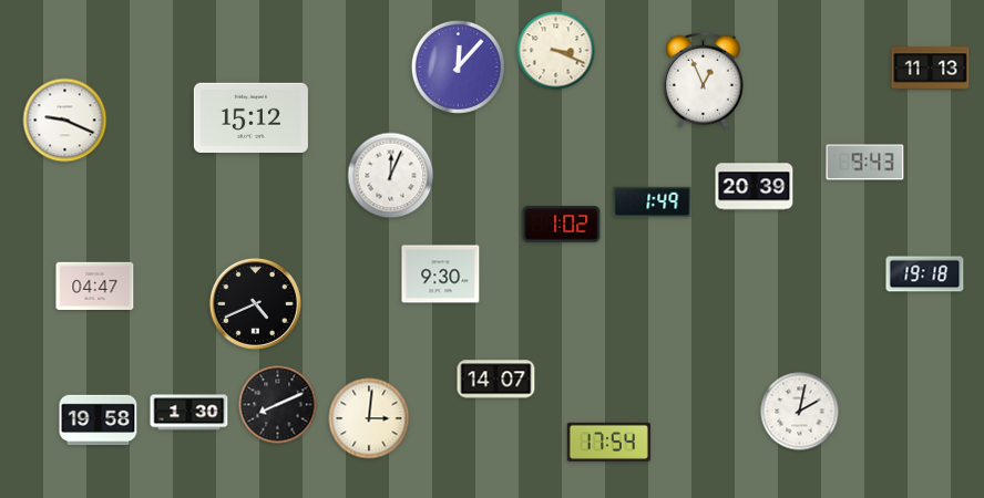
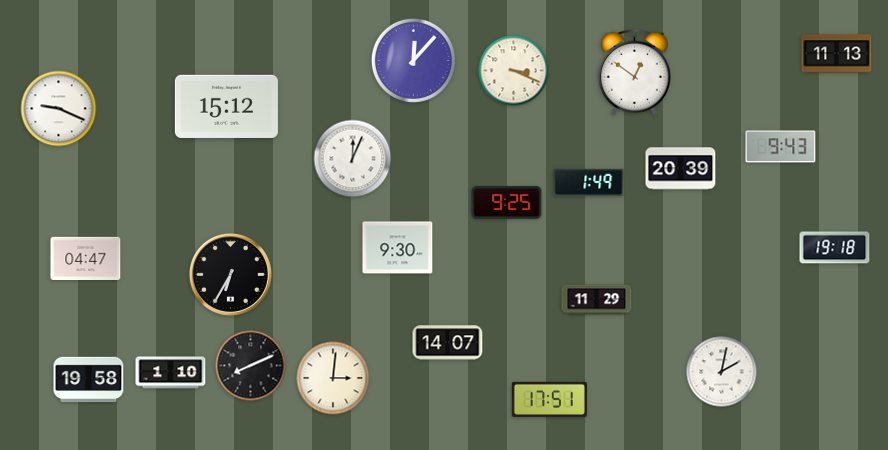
clock at (556, 51) position: (556, 51) -> (514, 71)
clock at (931, 69) position: (931, 69) -> (837, 54)
clock at (703, 80): 12:56 -> 12:51
clock at (562, 225): 1:02 -> 9:25
clock at (255, 303): 4:41 -> 6:35
clock at (597, 300): none -> 11:29
clock at (189, 413): 1:30 -> 1:10
clock at (608, 442): 17:54 -> 17:51
